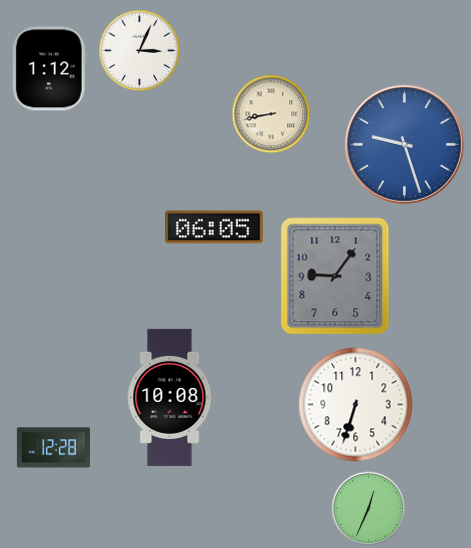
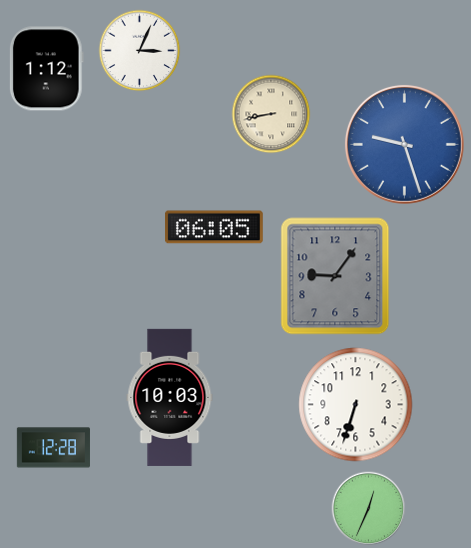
clock at (49, 69) position: (49, 69) -> (46, 69)
clock at (170, 397): 10:08 -> 10:03
